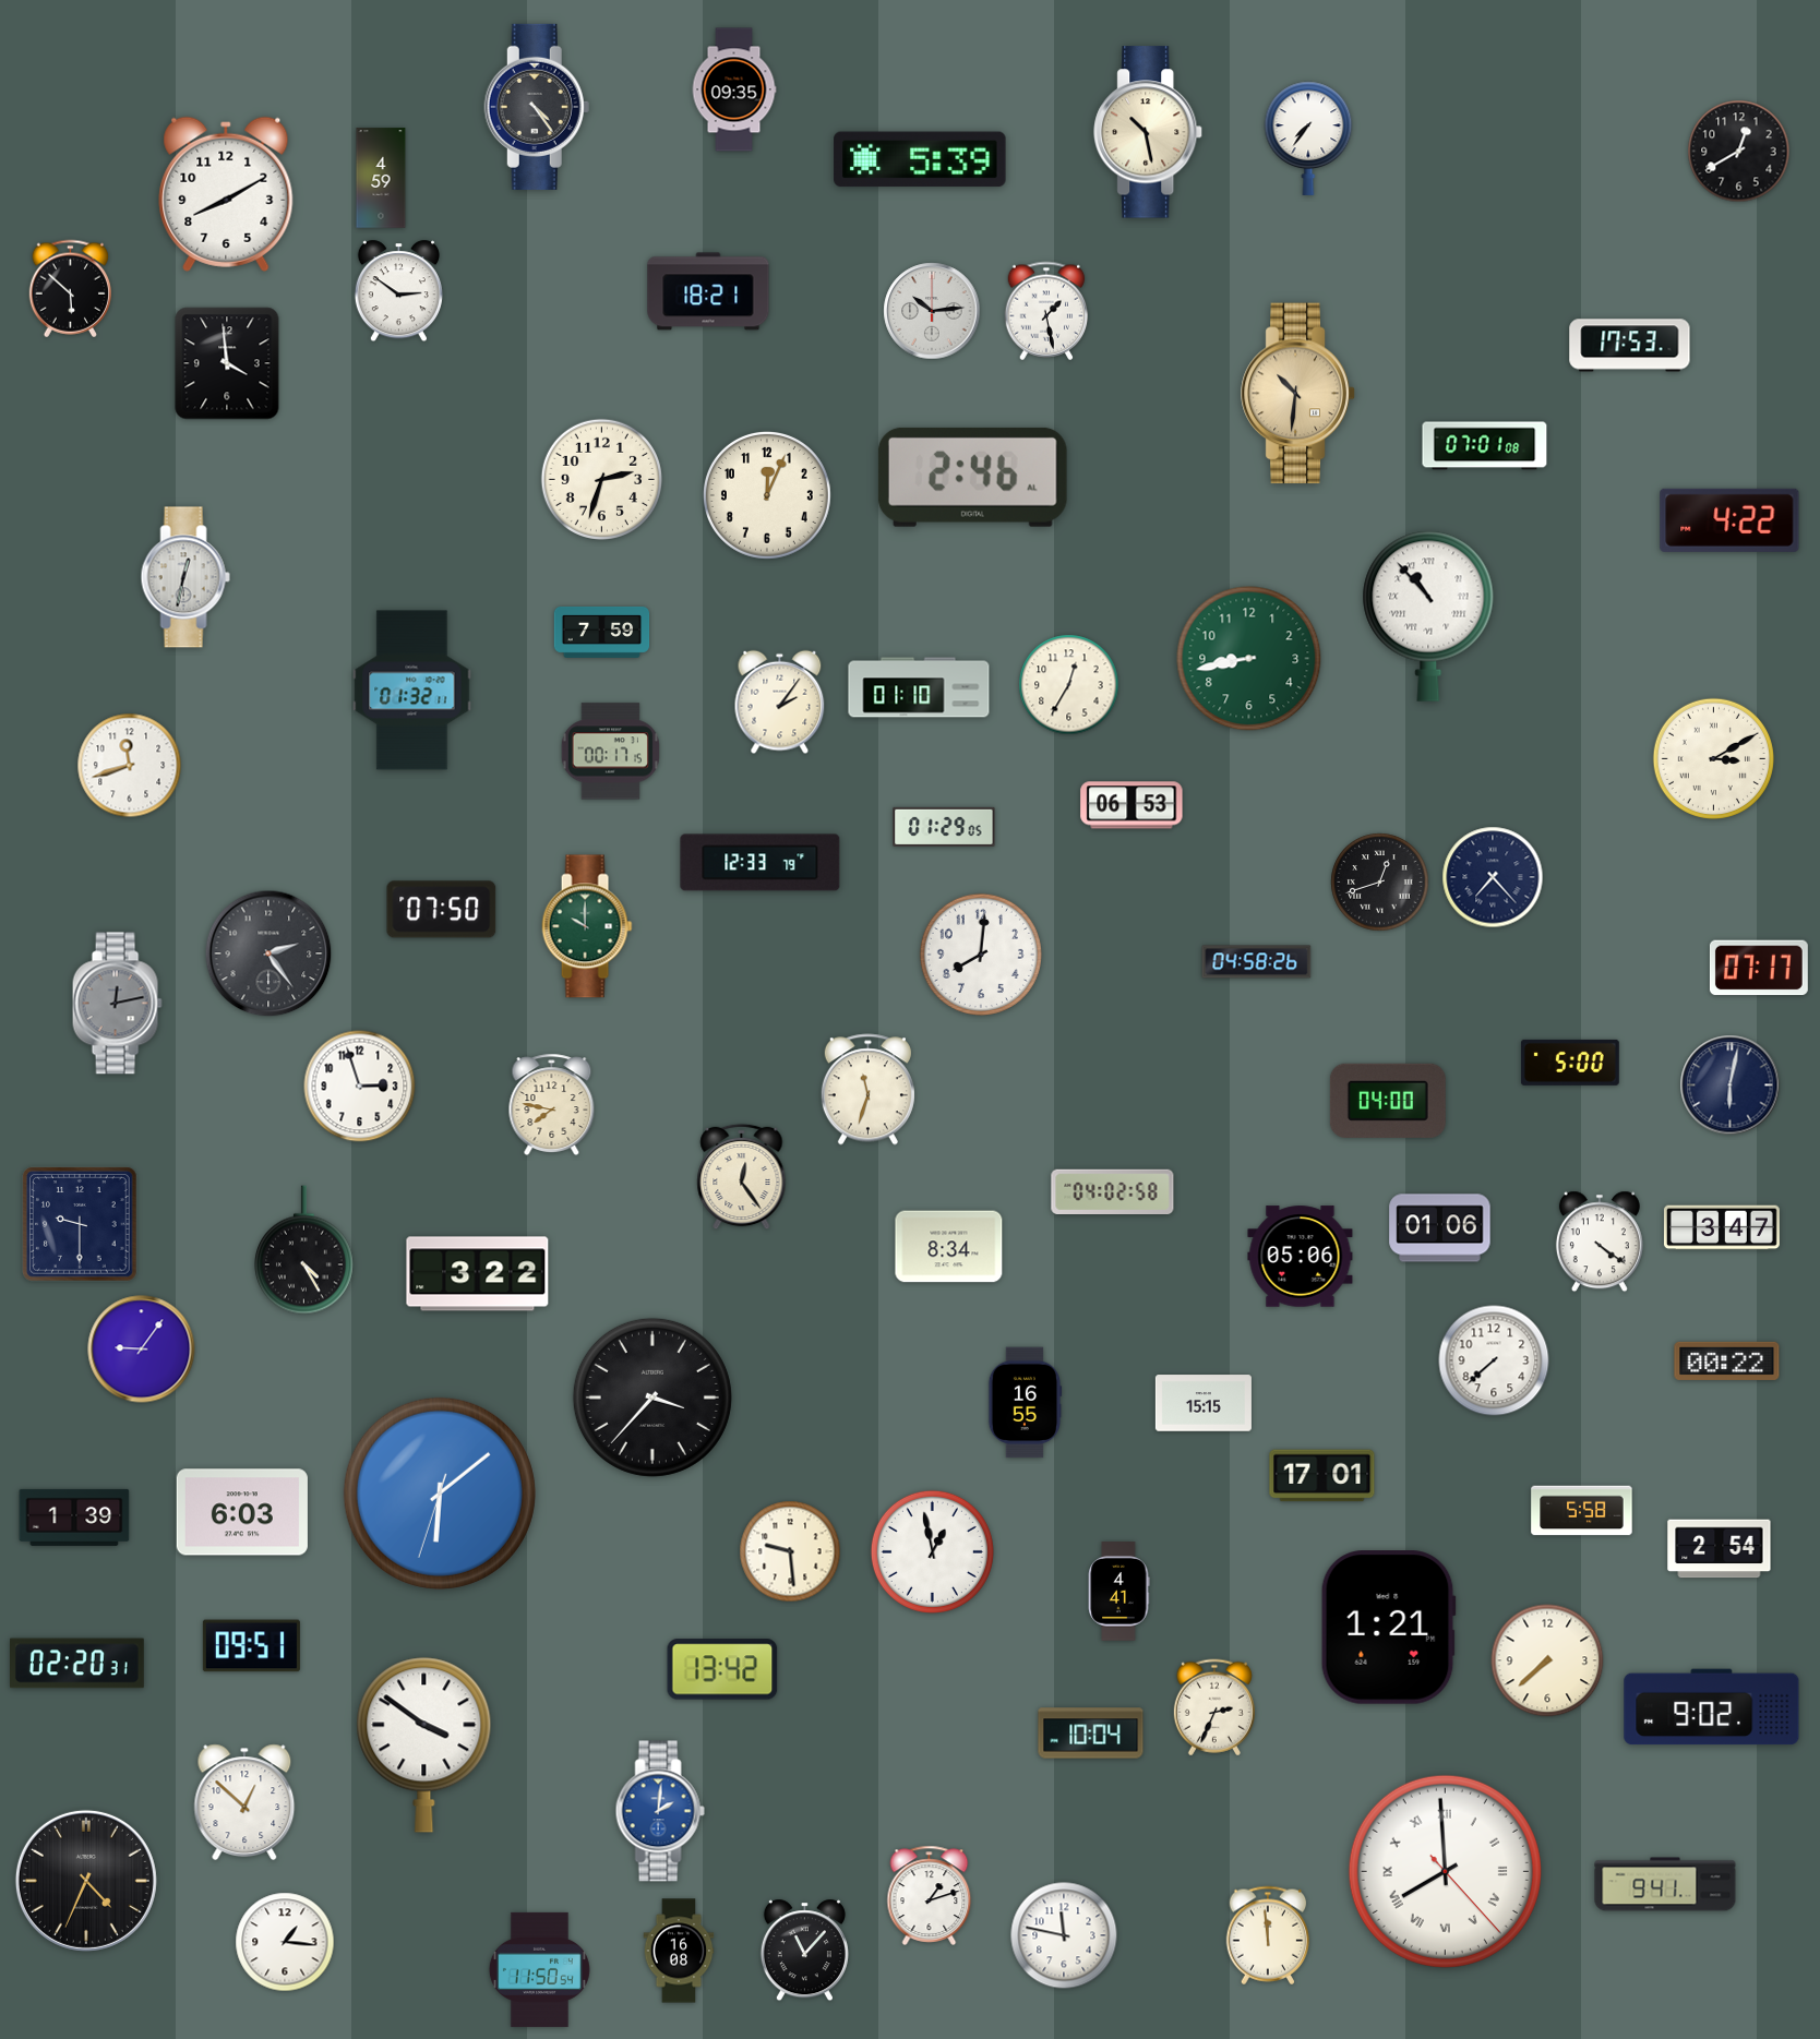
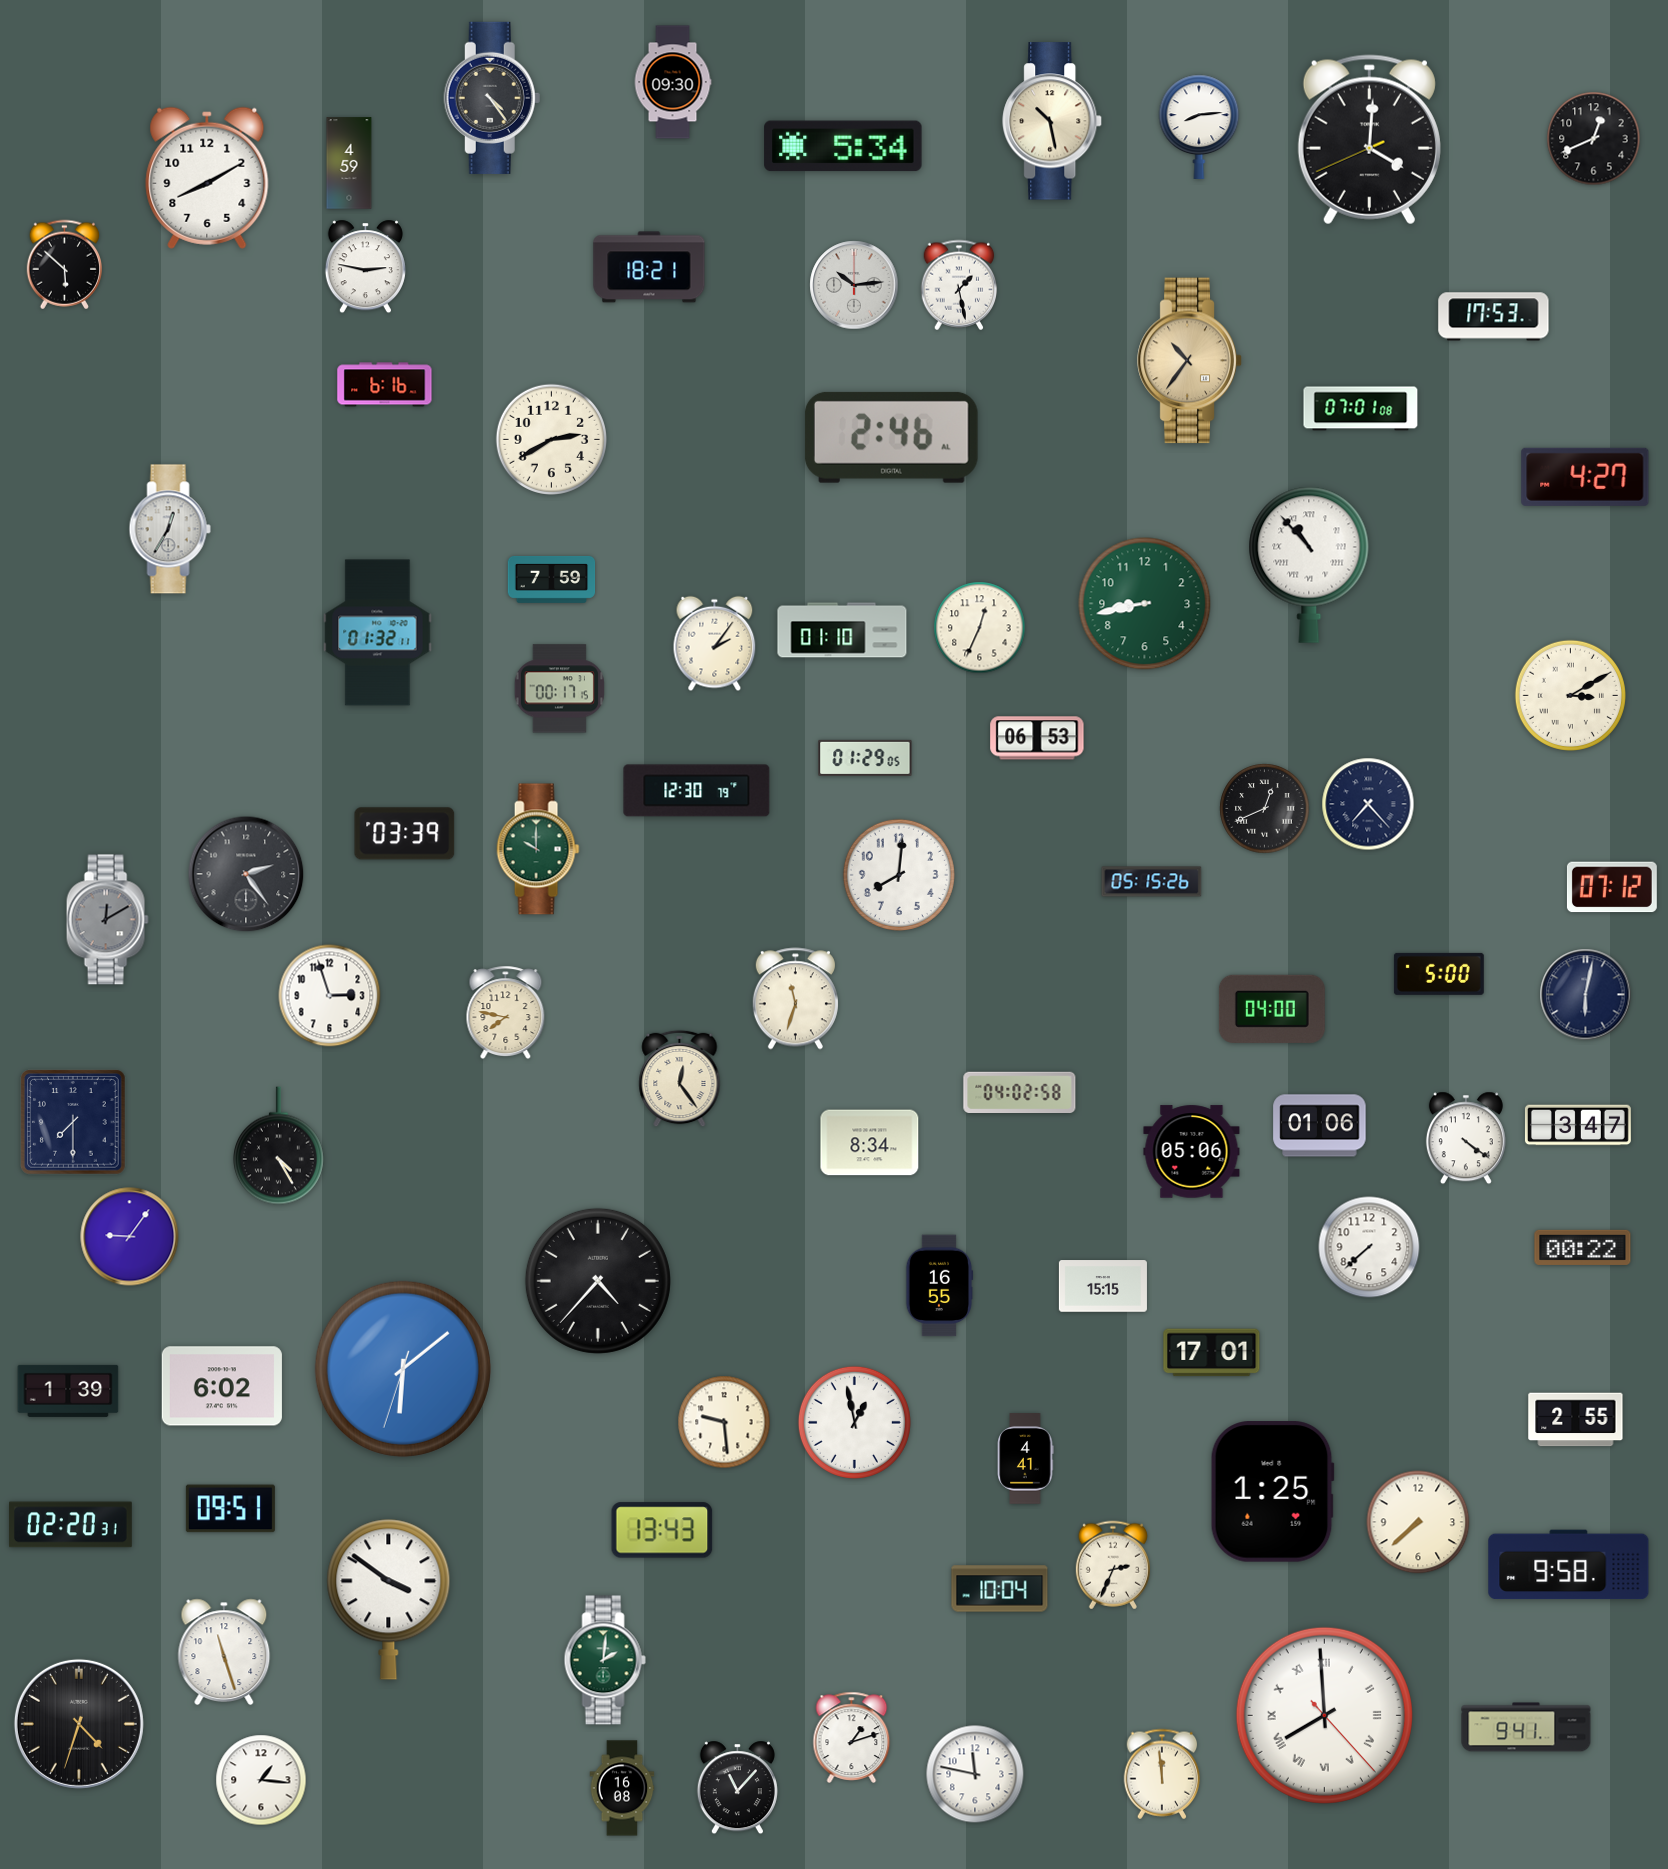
clock at (734, 89): 09:35 -> 09:30
clock at (1308, 139): 7:36 -> 8:14
clock at (1739, 152): 12:40 -> 12:41
clock at (1369, 140): none -> 4:00
clock at (920, 159): 5:39 -> 5:34
clock at (398, 291): 2:51 -> 2:47
clock at (227, 363): 3:59 -> none
clock at (1298, 394): 10:31 -> 10:36
clock at (385, 385): none -> 6:16
clock at (601, 479): 2:33 -> 2:40
clock at (767, 495): 12:04 -> none
clock at (1729, 520): 4:22 -> 4:27
clock at (185, 577): 12:32 -> 12:35
clock at (1069, 685): 12:35 -> 12:34
clock at (130, 766): 11:42 -> none
clock at (761, 863): 12:33 -> 12:30
clock at (1380, 883): 12:42 -> 12:41
clock at (442, 910): 07:50 -> 03:39
clock at (1257, 962): 04:58 -> 05:15
clock at (1759, 968): 07:17 -> 07:12
clock at (117, 1004): 12:13 -> 12:10
clock at (80, 1224): 9:30 -> 7:30
clock at (478, 1274): 3:22 -> none
clock at (652, 1398): 3:37 -> 4:37
clock at (1582, 1511): 5:58 -> none
clock at (242, 1512): 6:03 -> 6:02
clock at (1720, 1549): 2:54 -> 2:55
clock at (1388, 1628): 1:21 -> 1:25
clock at (722, 1669): 13:42 -> 13:43
clock at (1712, 1707): 9:02 -> 9:58
clock at (244, 1802): 12:52 -> 11:27
clock at (660, 1811) dial: blue -> green
clock at (86, 1881): 4:34 -> 4:33
clock at (539, 1969): 11:50 -> none
